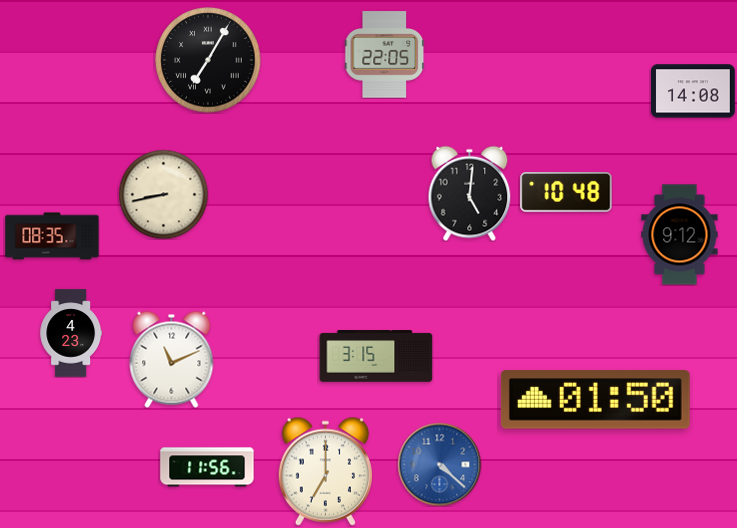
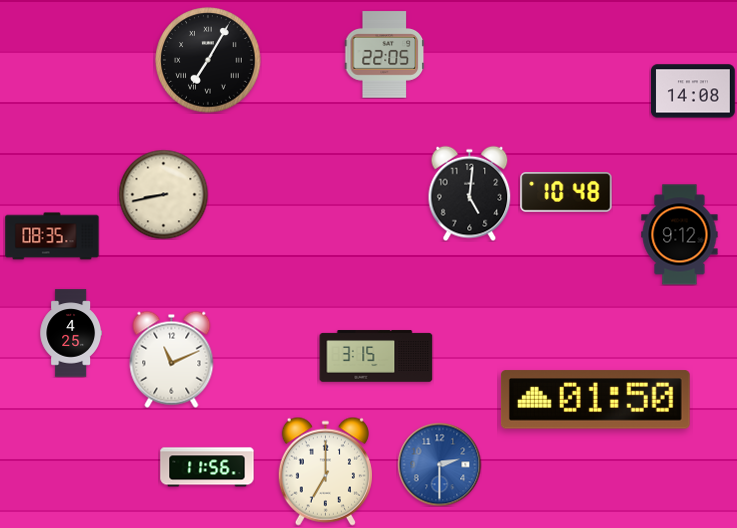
clock at (70, 333): 4:23 -> 4:25
clock at (439, 464): 4:22 -> 2:30
